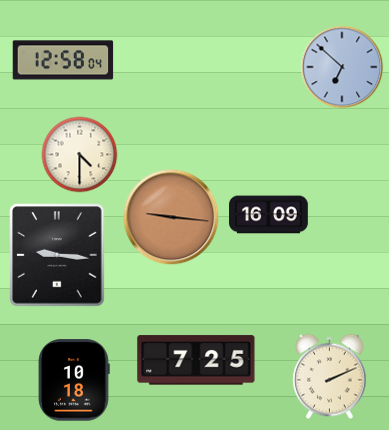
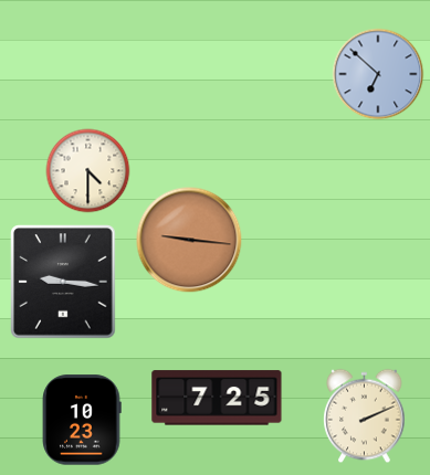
clock at (63, 60): 12:58 -> none
clock at (269, 215): 16:09 -> none
clock at (74, 380): 10:18 -> 10:23
